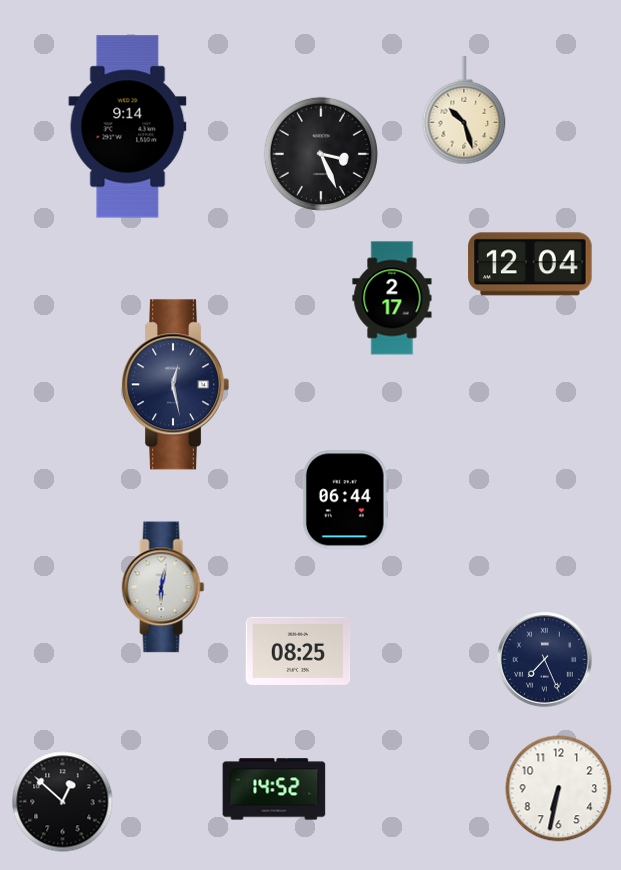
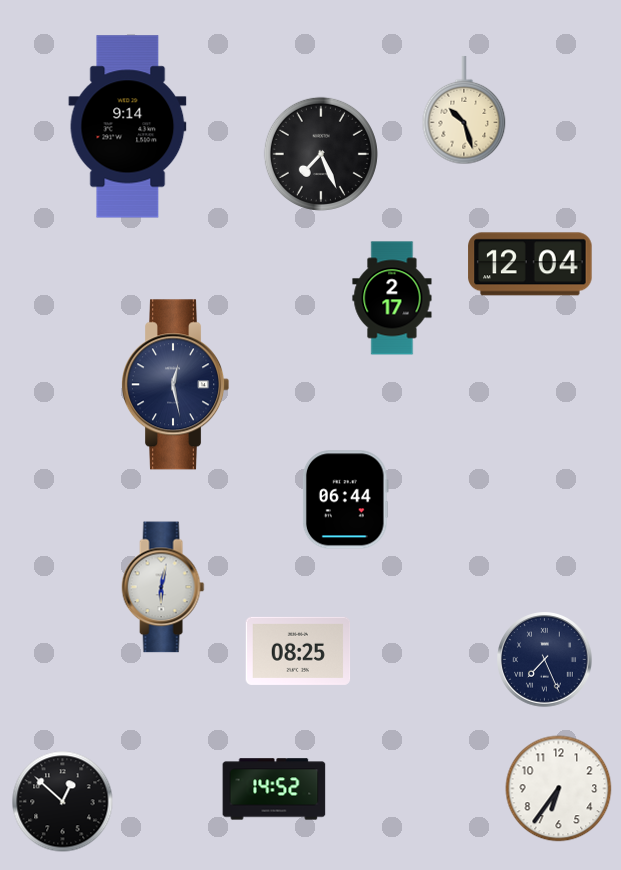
clock at (321, 154): 3:26 -> 7:26
clock at (559, 789): 6:32 -> 6:36
